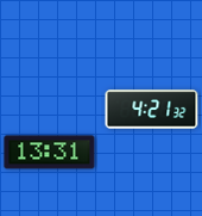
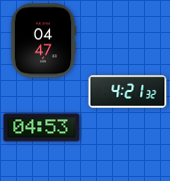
clock at (43, 41): none -> 04:47
clock at (50, 153): 13:31 -> 04:53
